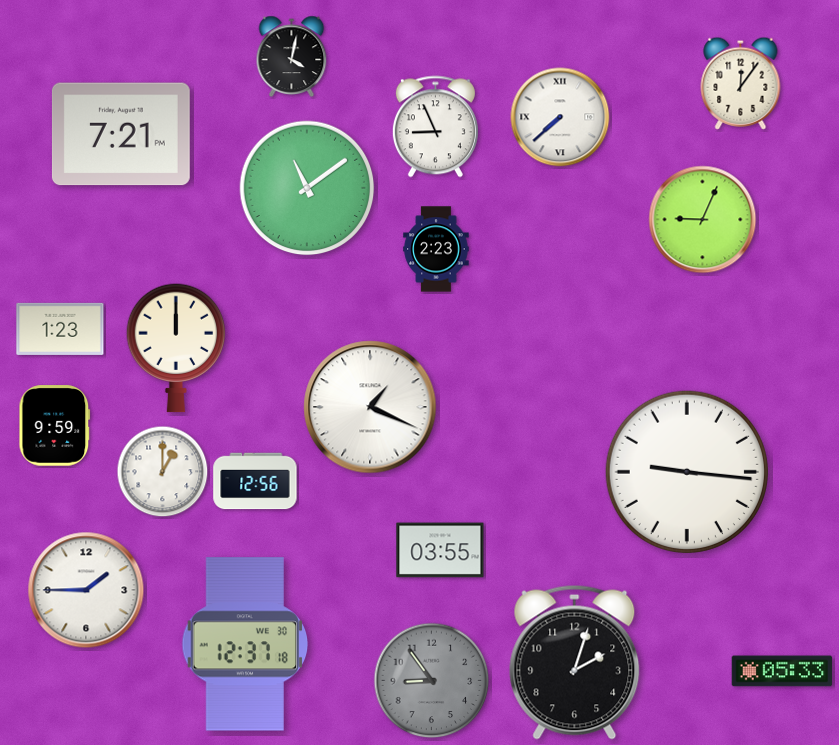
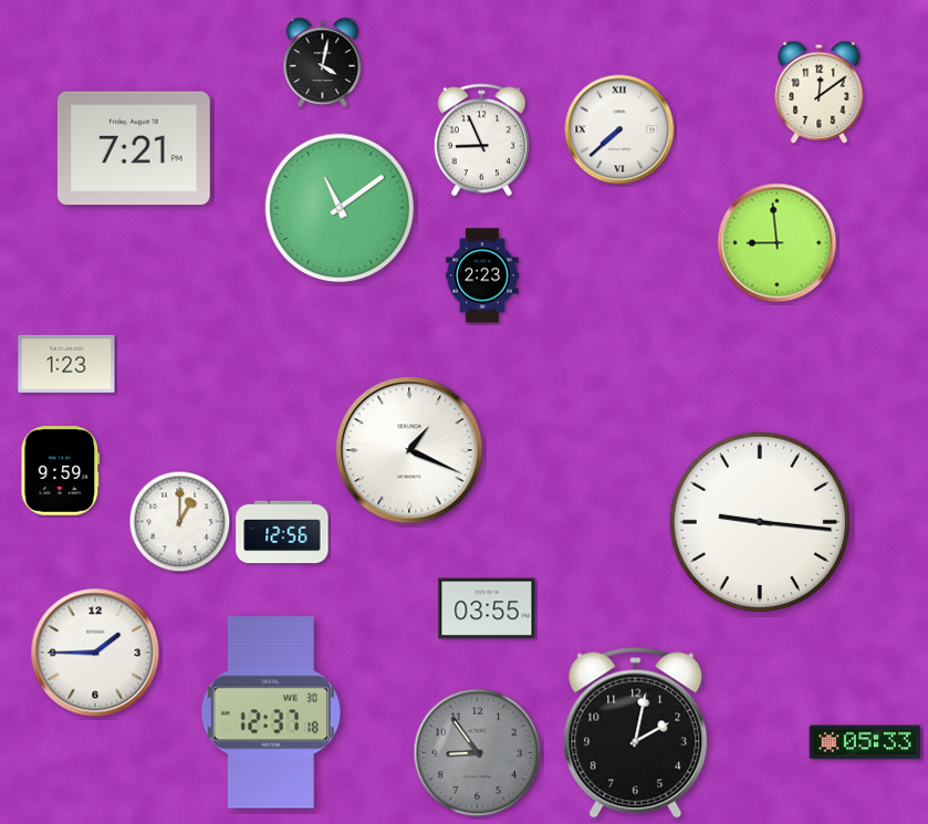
clock at (741, 83): 12:06 -> 12:09
clock at (703, 220): 9:04 -> 8:59
clock at (176, 348): 12:00 -> none
clock at (575, 662): 2:03 -> 2:02
